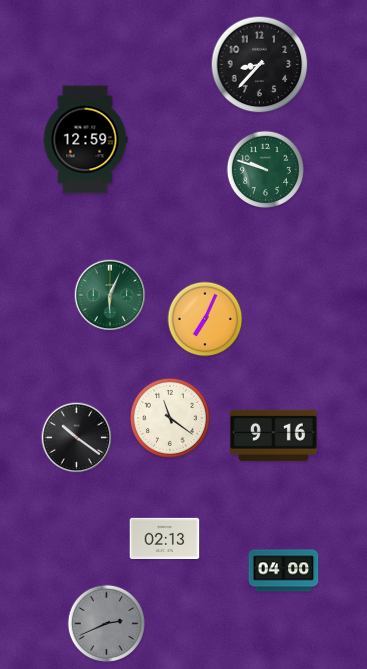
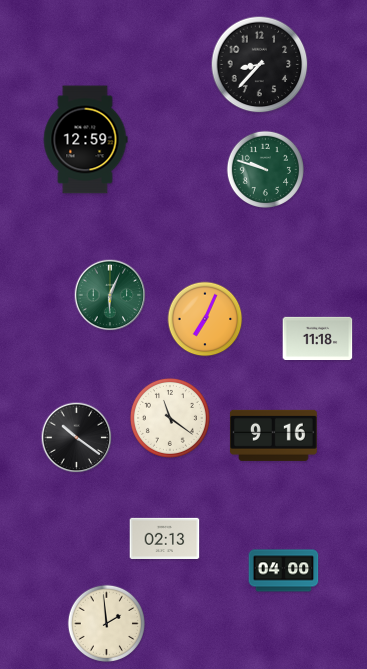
clock at (318, 338): none -> 11:18
clock at (106, 623): 2:41 -> 1:59
clock at (106, 623) dial: grey -> cream
